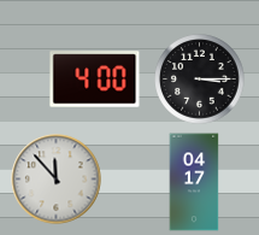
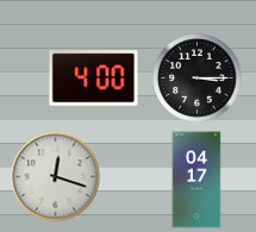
clock at (57, 180): 11:53 -> 12:18
clock at (194, 182) position: (194, 182) -> (196, 180)
